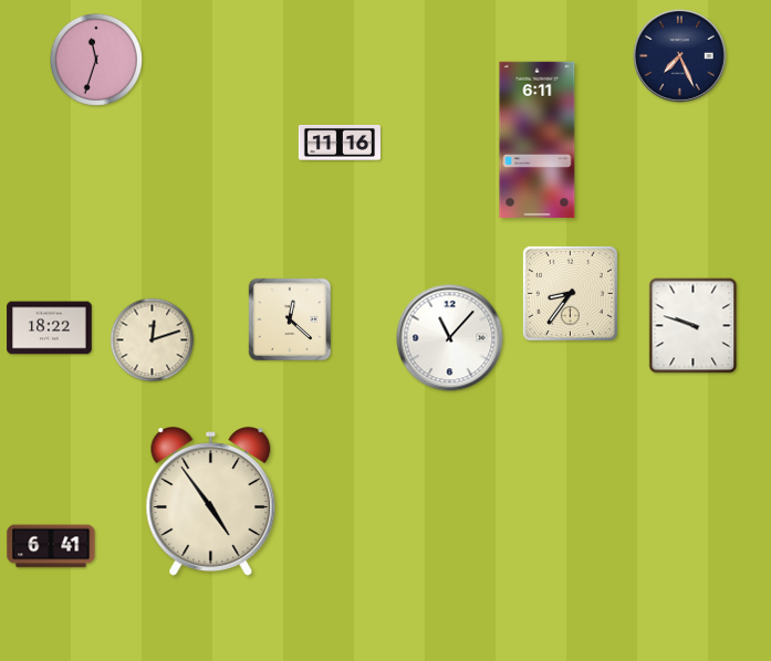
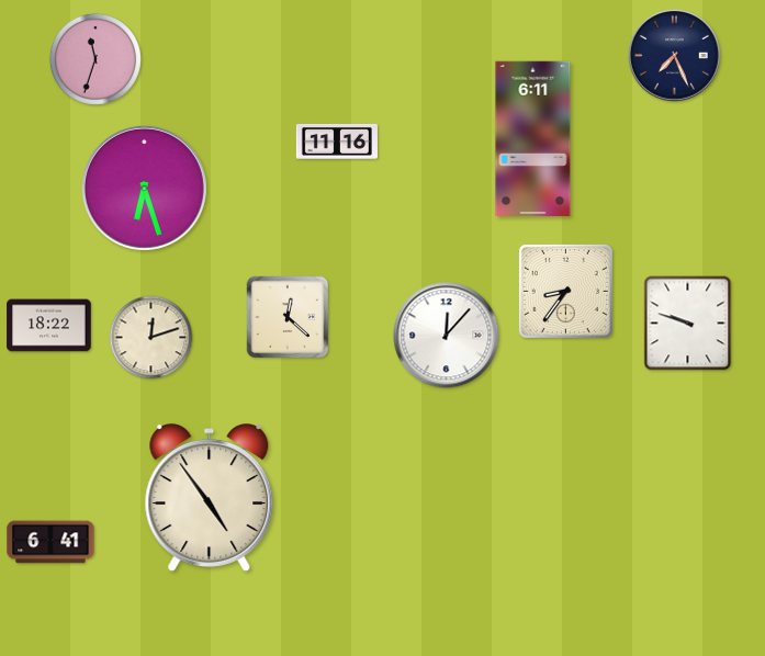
clock at (144, 188): none -> 6:27
clock at (450, 338): 11:07 -> 12:07
